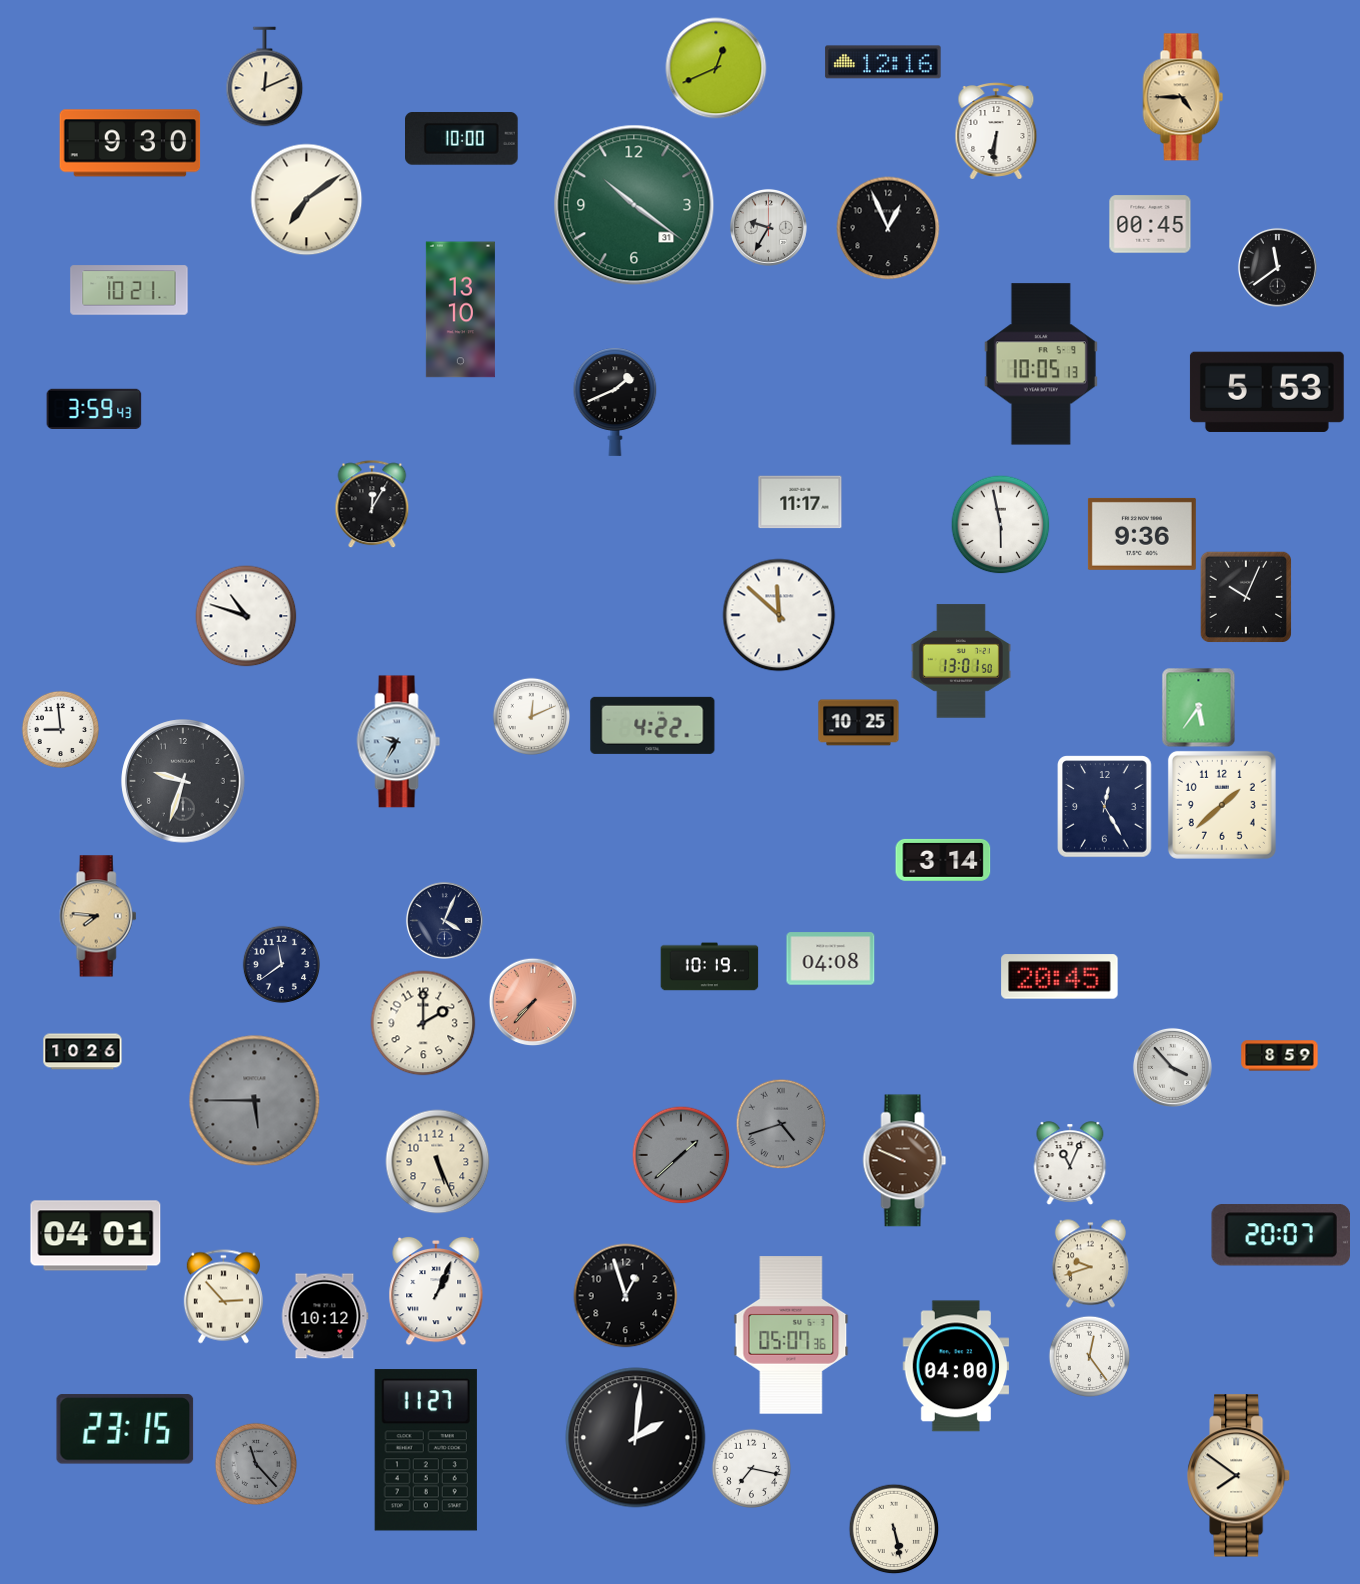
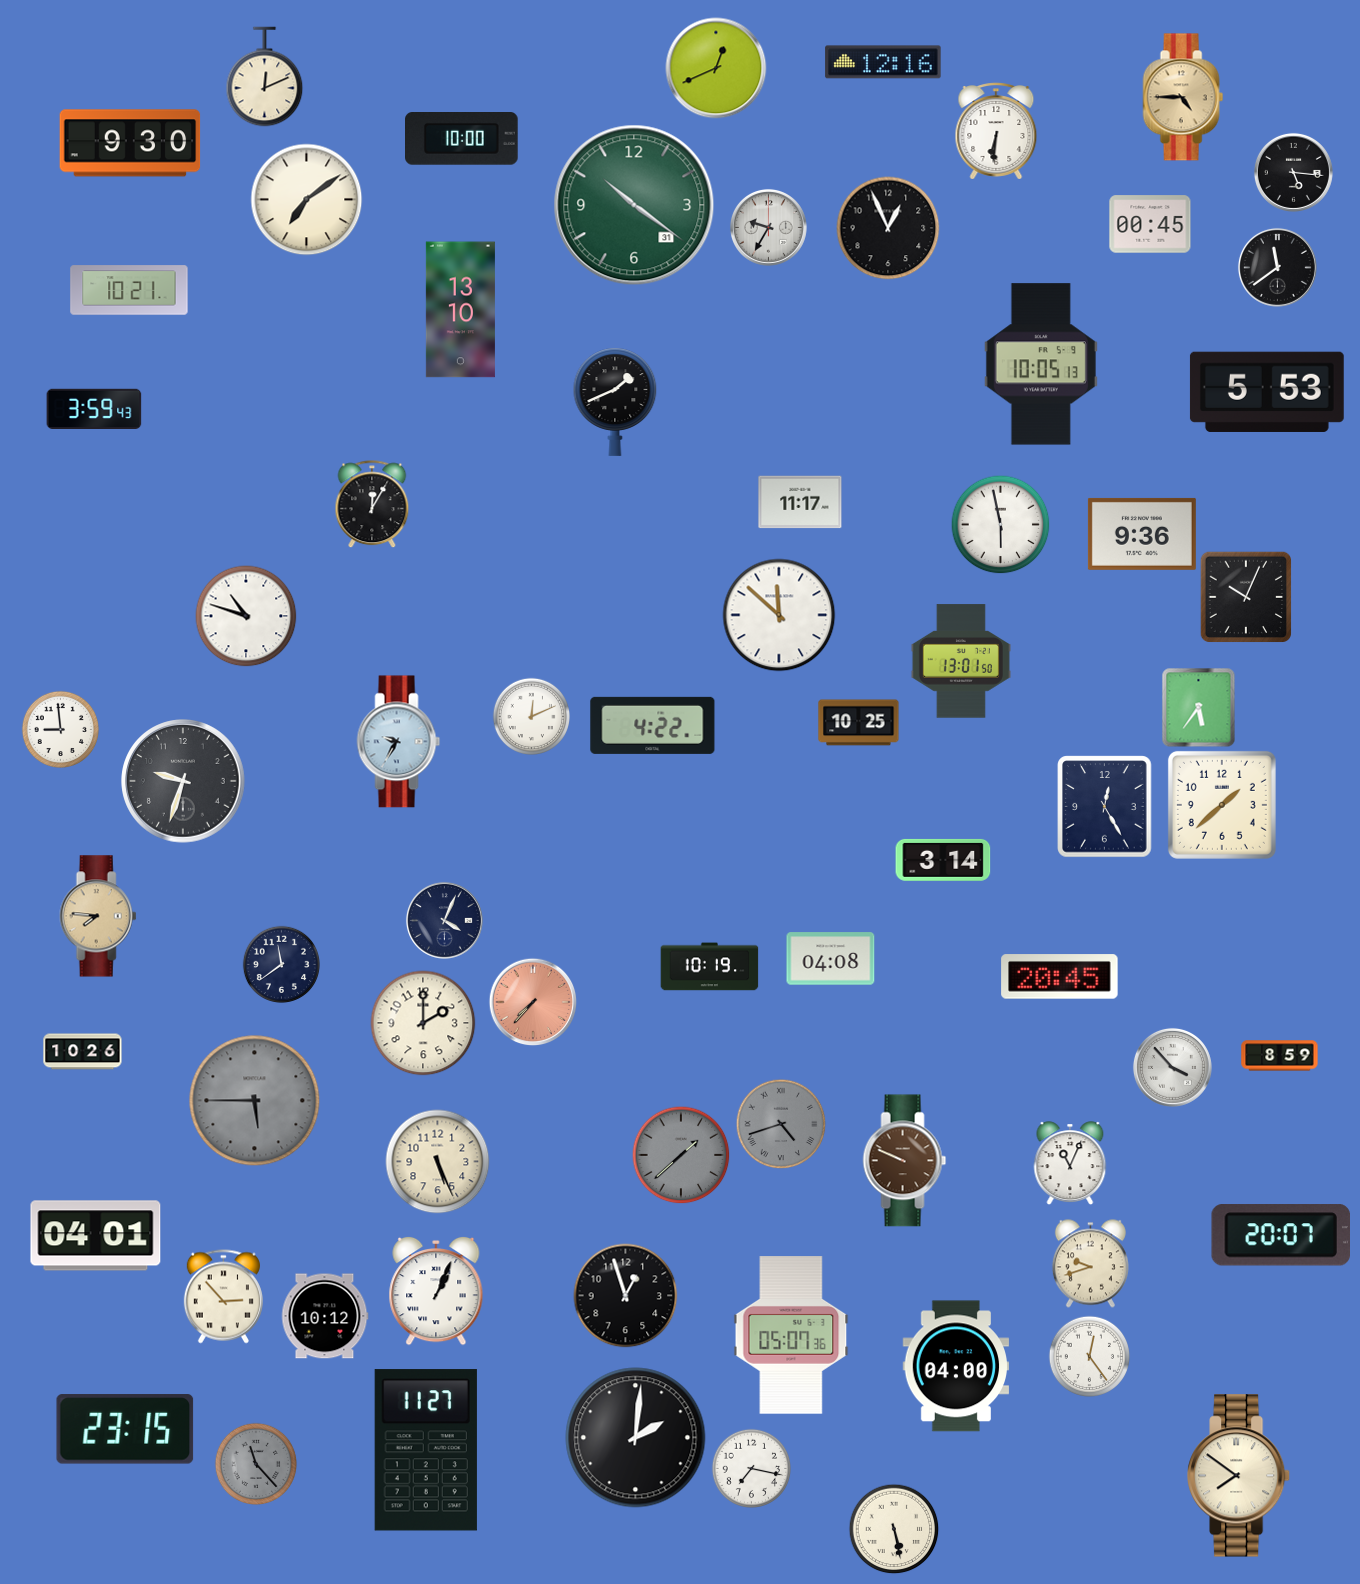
clock at (1293, 172): none -> 5:16
